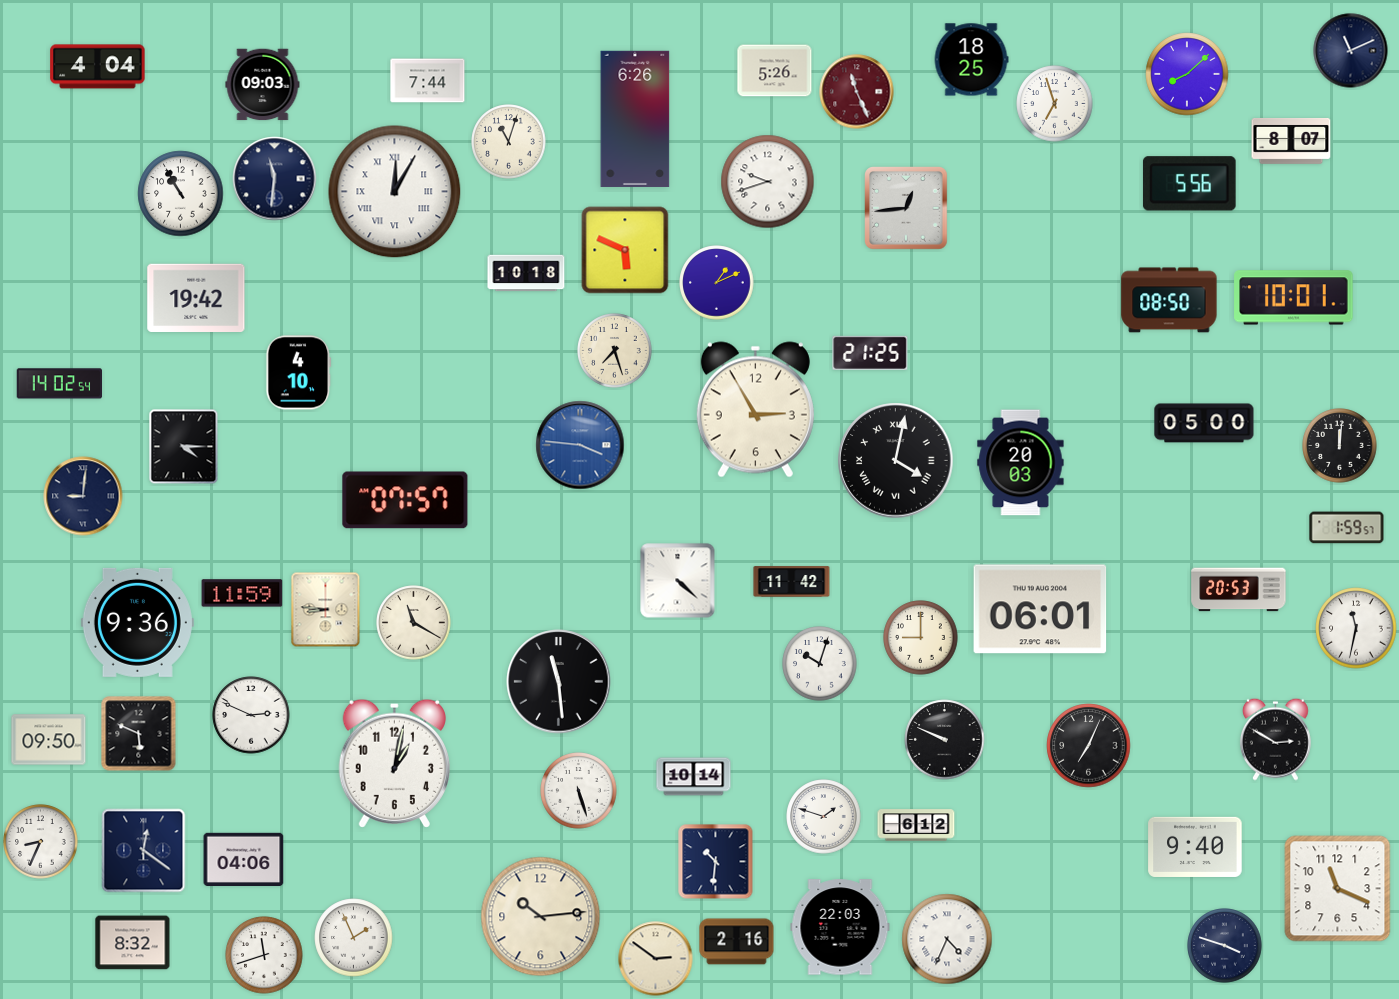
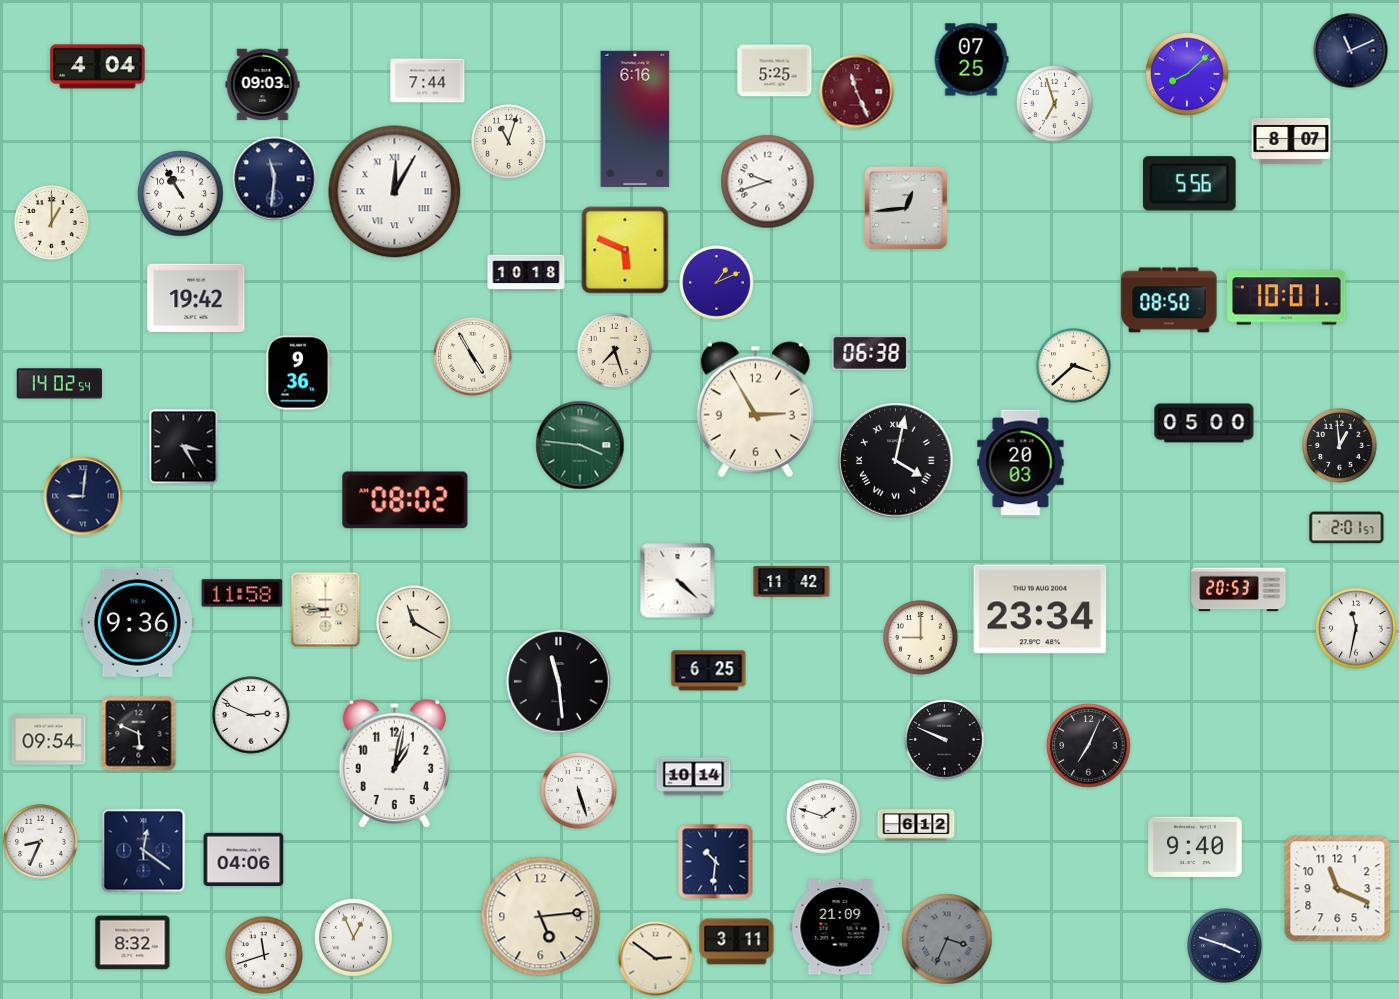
clock at (971, 60): 18:25 -> 07:25
clock at (775, 71): 5:26 -> 5:25
clock at (635, 119): 6:26 -> 6:16
clock at (52, 223): none -> 1:00
clock at (1294, 298) position: (1294, 298) -> (1287, 298)
clock at (870, 353): 21:25 -> 06:38
clock at (473, 357): none -> 4:55
clock at (1074, 366): none -> 3:38
clock at (299, 373): 4:10 -> 9:36
clock at (580, 445) dial: blue -> green
clock at (1340, 446): 12:01 -> 12:59
clock at (184, 447): 4:15 -> 3:25
clock at (405, 500): 07:57 -> 08:02
clock at (1347, 528): 1:59 -> 2:01
clock at (242, 593): 11:59 -> 11:58
clock at (1040, 609): 06:01 -> 23:34
clock at (820, 664): 10:03 -> none
clock at (709, 671): none -> 6:25
clock at (1275, 739): 2:50 -> none
clock at (49, 740): 09:50 -> 09:54
clock at (541, 917): 10:14 -> 5:14
clock at (840, 927): 22:03 -> 21:09
clock at (354, 938): 1:56 -> 12:56
clock at (947, 939): 4:34 -> 3:34
clock at (947, 939) dial: white -> grey
clock at (737, 942): 2:16 -> 3:11
